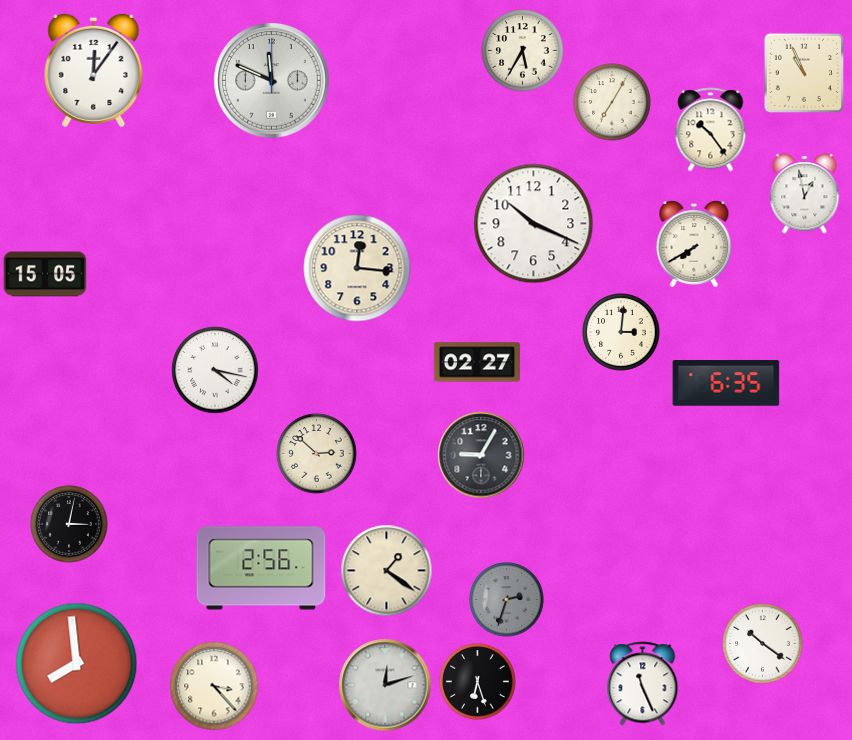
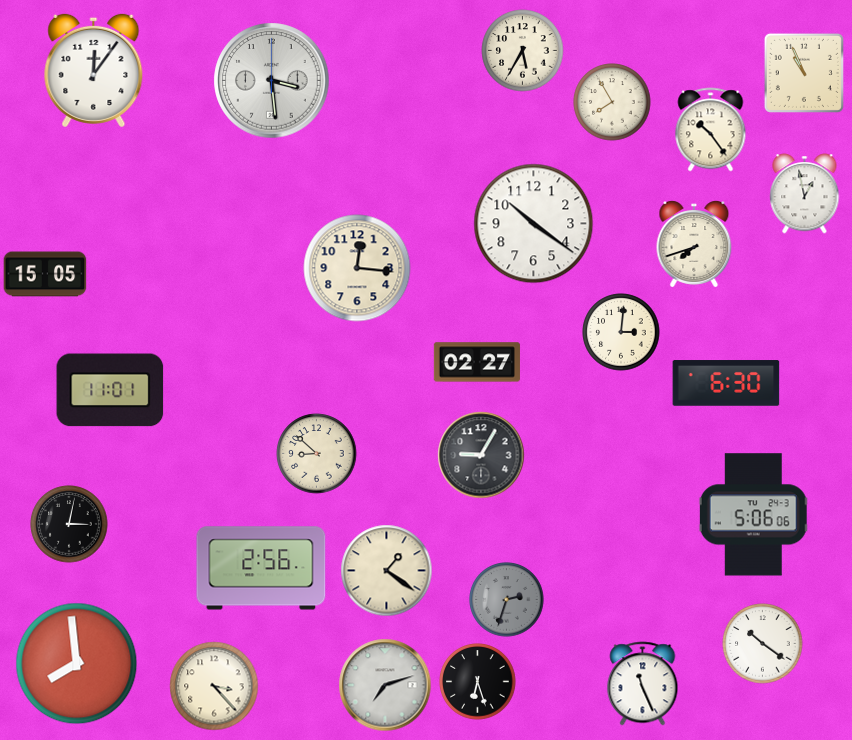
clock at (272, 81): 11:49 -> 3:29
clock at (612, 102): 7:05 -> 7:55
clock at (534, 224): 10:19 -> 10:21
clock at (694, 244): 7:40 -> 7:42
clock at (215, 370): 4:17 -> none
clock at (726, 383): 6:35 -> 6:30
clock at (110, 390): none -> 11:01
clock at (317, 454): 2:52 -> 8:52
clock at (754, 515): none -> 5:06
clock at (385, 685): 12:12 -> 7:12
